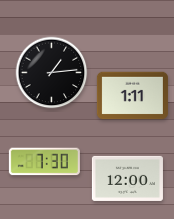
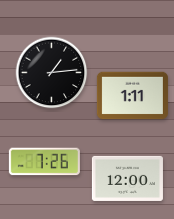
clock at (44, 162): 7:30 -> 7:26
